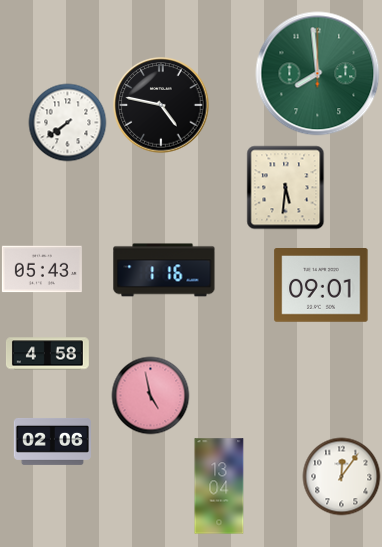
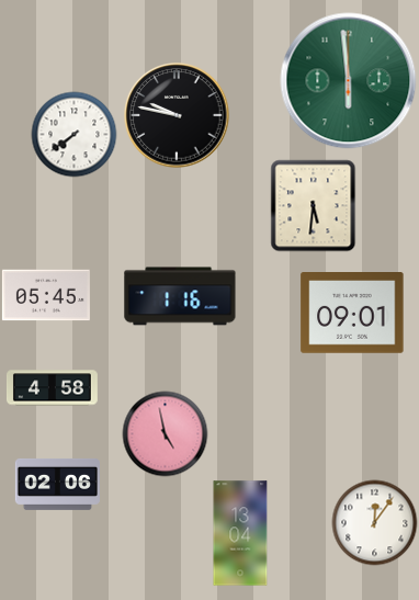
clock at (318, 74): 7:59 -> 5:59
clock at (161, 105): 4:47 -> 9:47
clock at (42, 269): 05:43 -> 05:45
